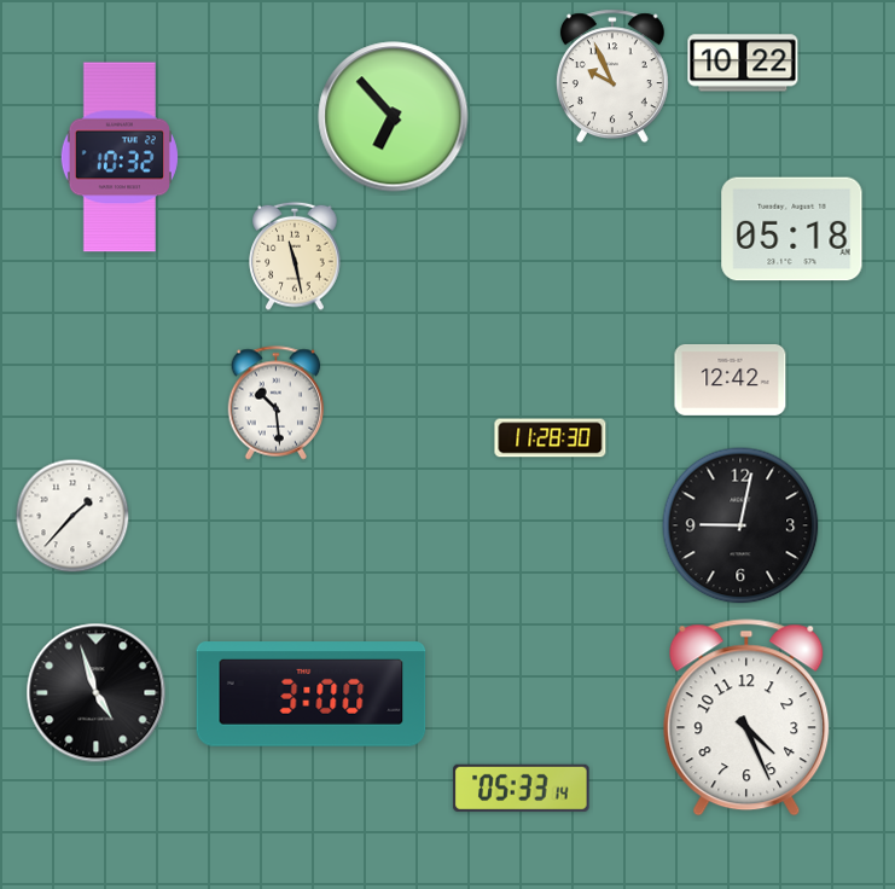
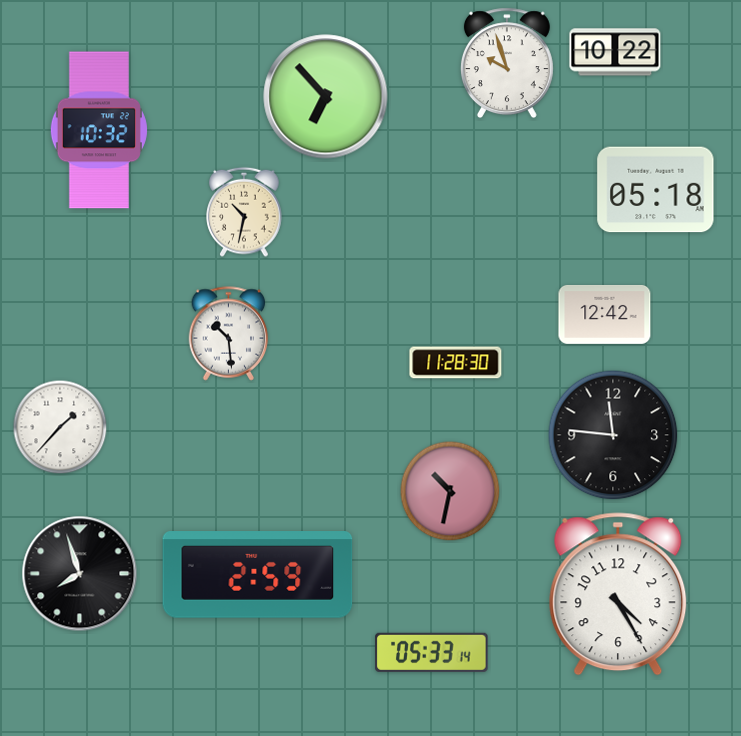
clock at (612, 76): 9:56 -> 9:57
clock at (295, 256): 11:28 -> 10:32
clock at (740, 525): 9:02 -> 11:46
clock at (450, 491): none -> 10:32
clock at (97, 693): 4:57 -> 7:57
clock at (312, 695): 3:00 -> 2:59
clock at (746, 717): 4:26 -> 4:25
